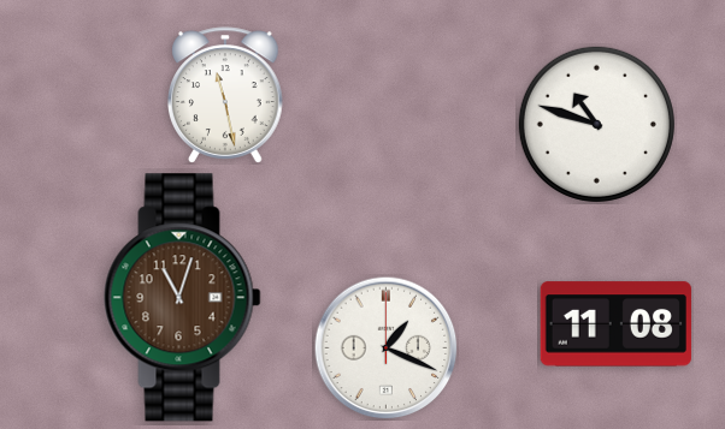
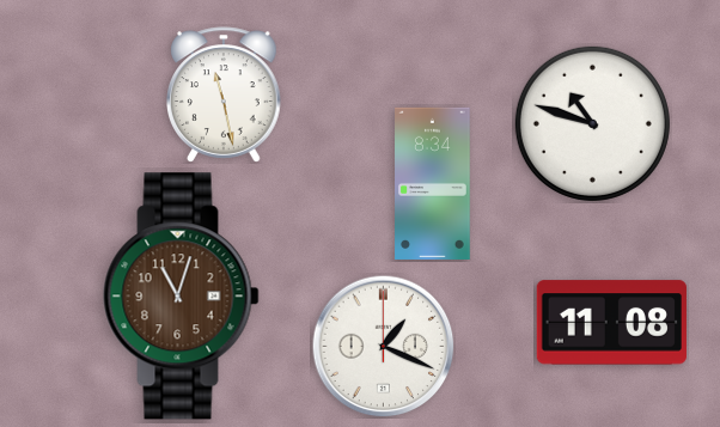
clock at (433, 183): none -> 8:34
